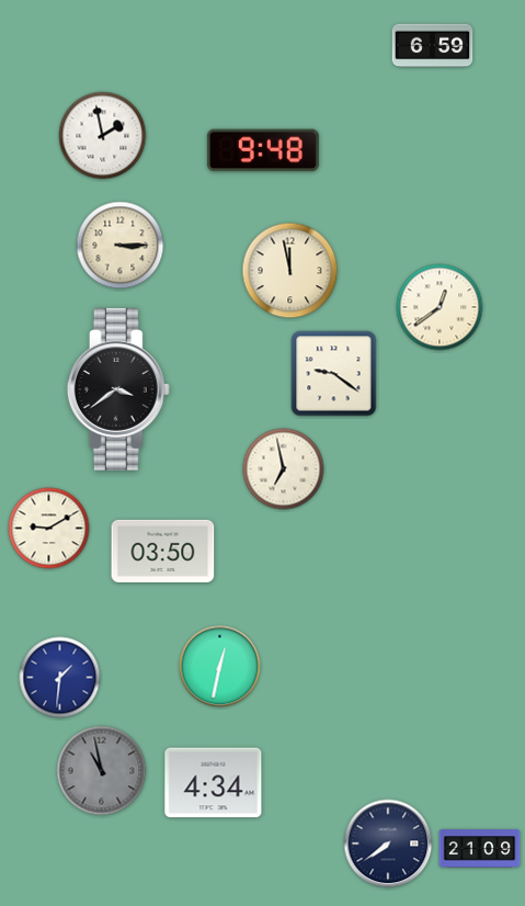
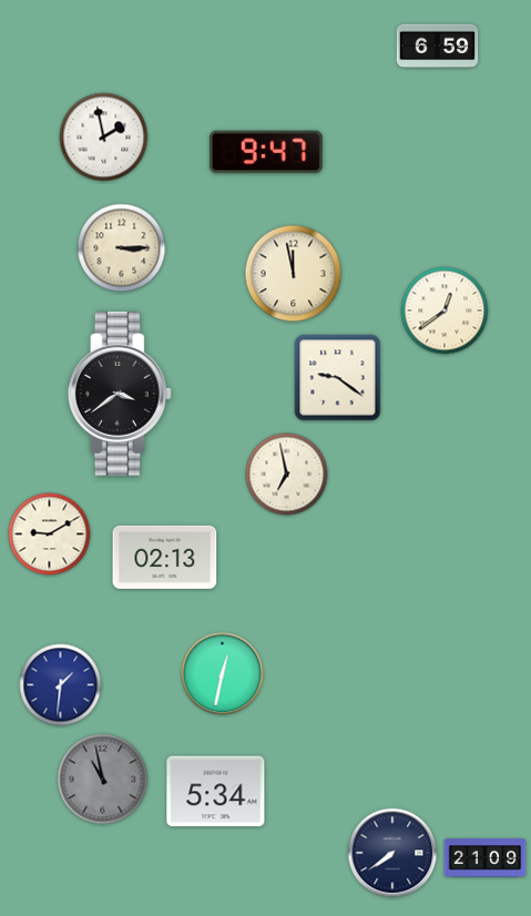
clock at (263, 150): 9:48 -> 9:47
clock at (163, 551): 03:50 -> 02:13
clock at (214, 783): 4:34 -> 5:34
